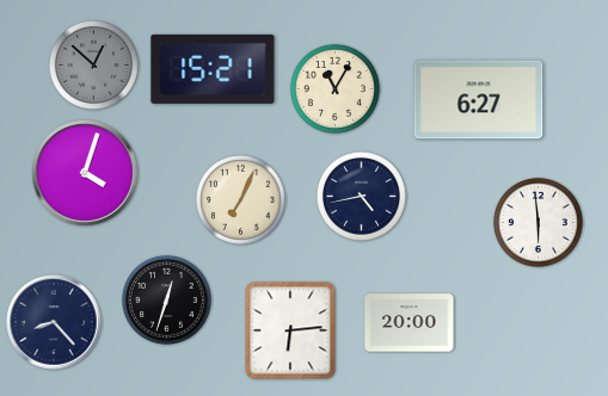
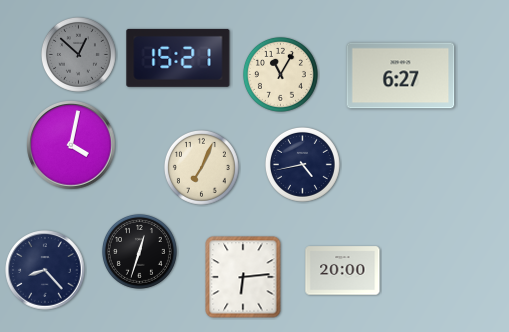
clock at (479, 100) position: (479, 100) -> (401, 76)
clock at (85, 173): 4:03 -> 4:02
clock at (538, 222): 5:59 -> none
